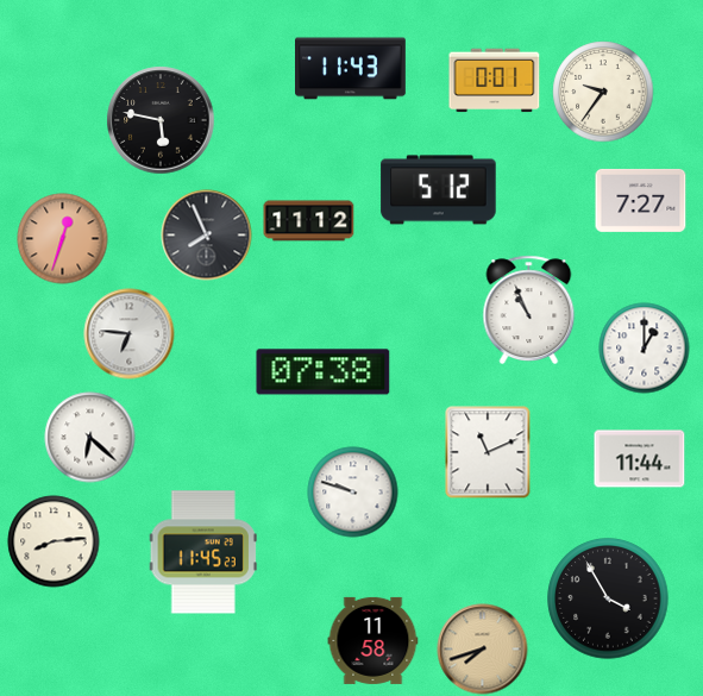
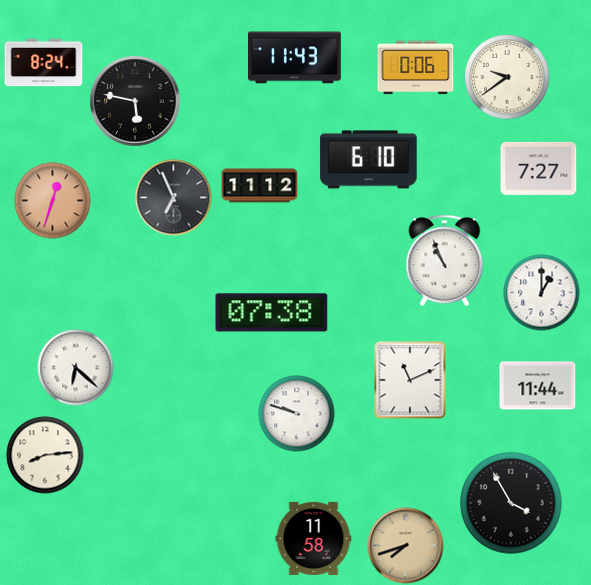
clock at (44, 63): none -> 8:24
clock at (495, 81): 0:01 -> 0:06
clock at (603, 92): 9:36 -> 9:39
clock at (439, 190): 5:12 -> 6:10
clock at (207, 236): 7:56 -> 6:56
clock at (130, 334): 6:46 -> none
clock at (203, 552): 11:45 -> none
